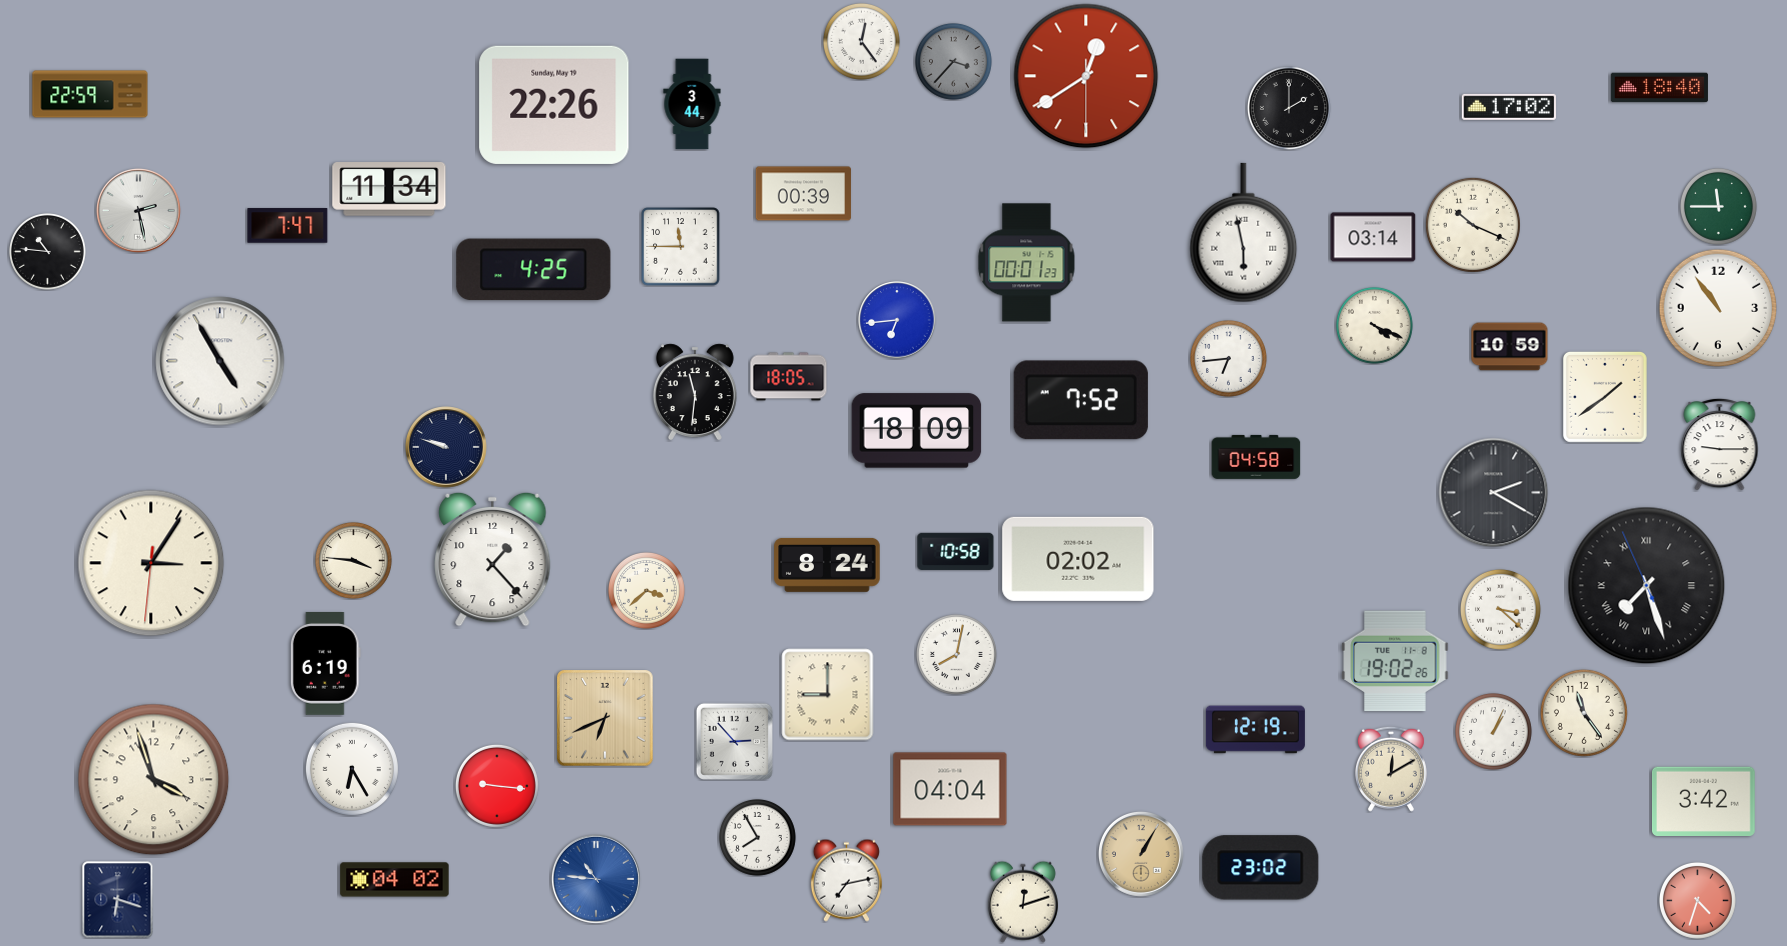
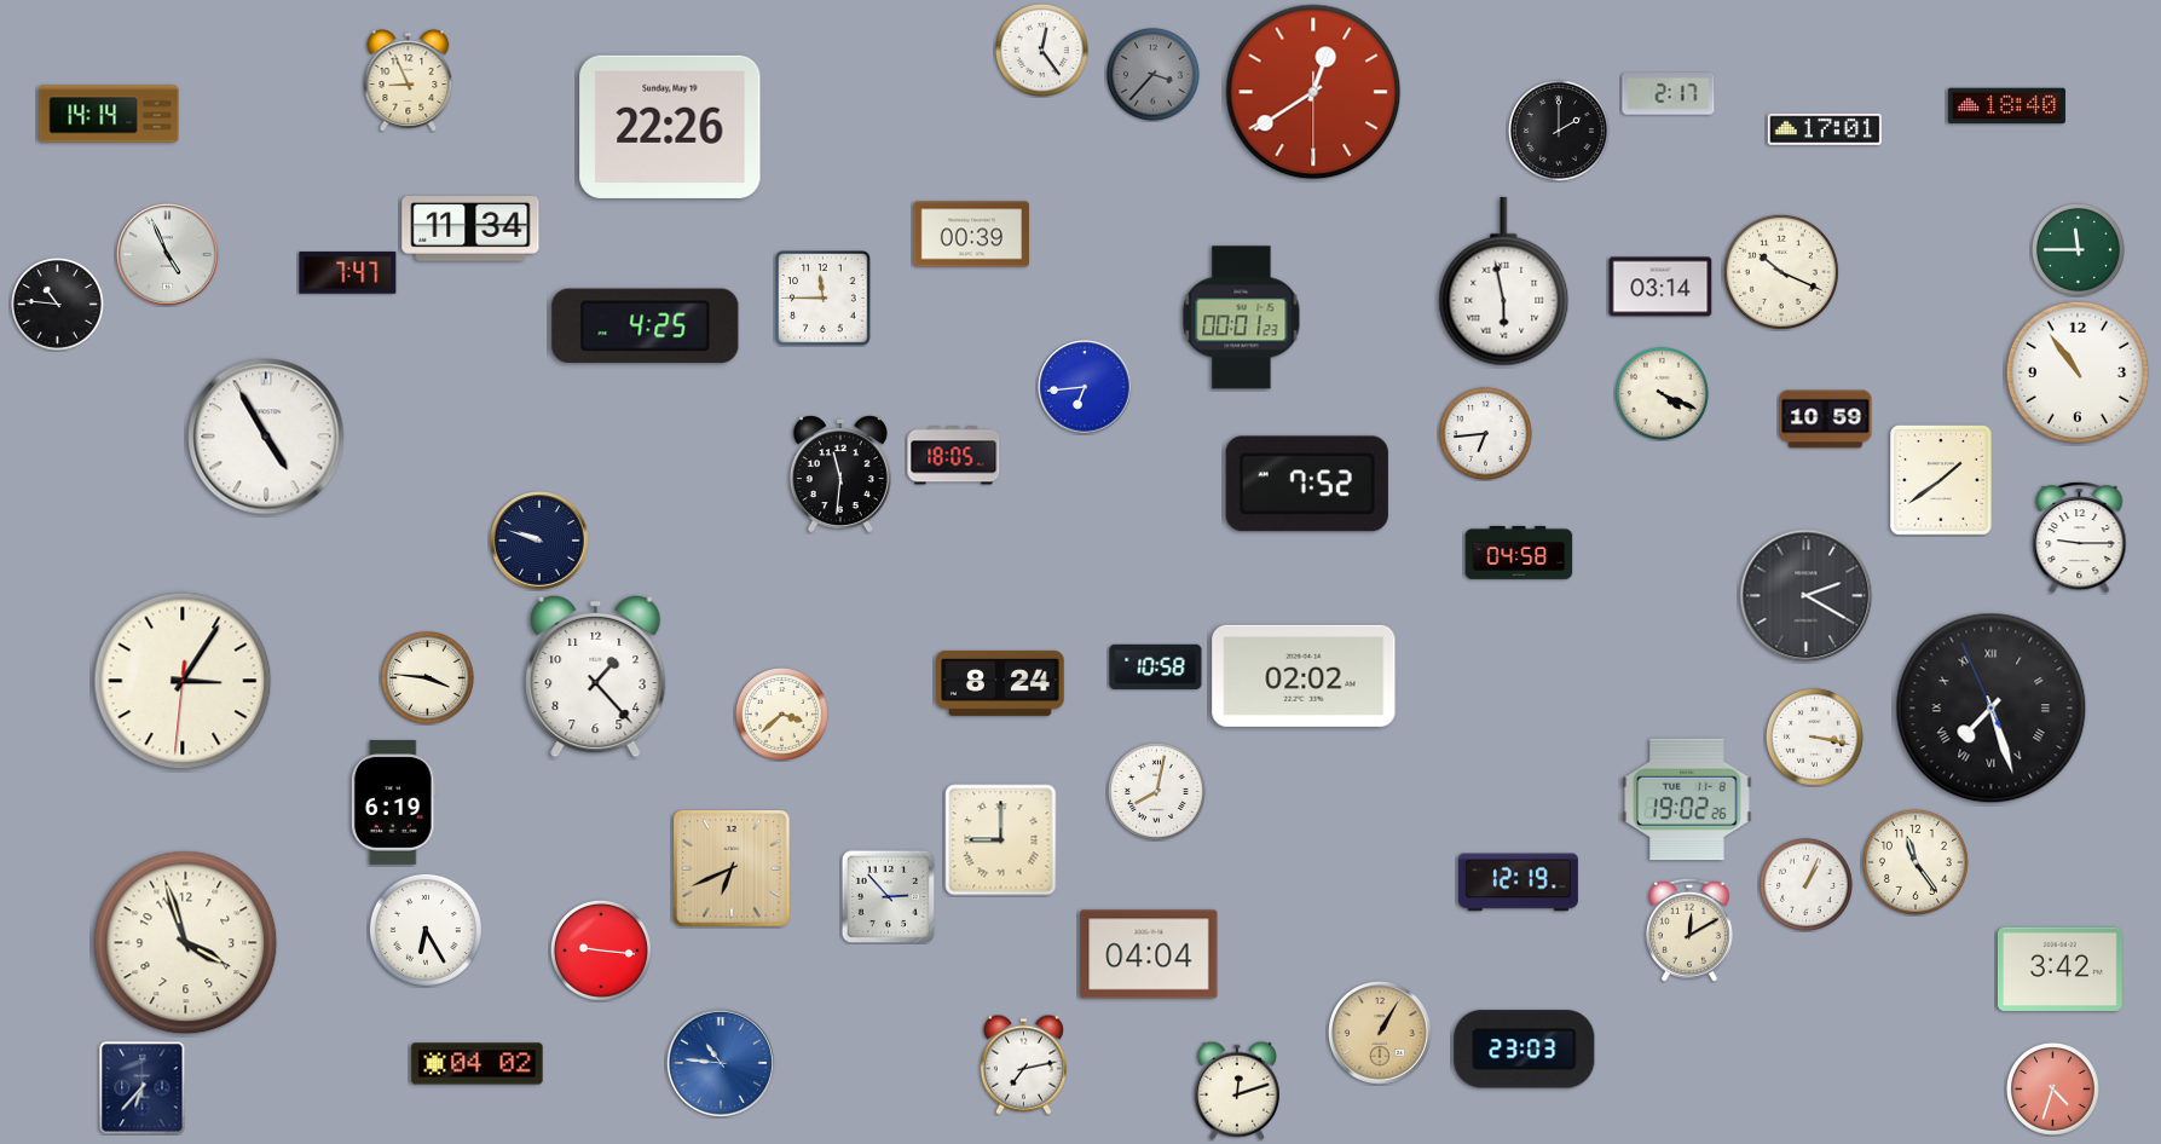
clock at (409, 81): none -> 8:56
clock at (1669, 94): none -> 2:17
clock at (90, 94): 22:59 -> 14:14
clock at (692, 104): 3:44 -> none
clock at (1508, 107): 17:02 -> 17:01
clock at (139, 211): 2:28 -> 4:56
clock at (917, 431): 18:09 -> none
clock at (1500, 609): 3:22 -> 3:17
clock at (1391, 769) position: (1391, 769) -> (1689, 930)
clock at (757, 837): 7:55 -> none
clock at (1261, 868): 23:02 -> 23:03
clock at (118, 900): 6:18 -> 6:37
